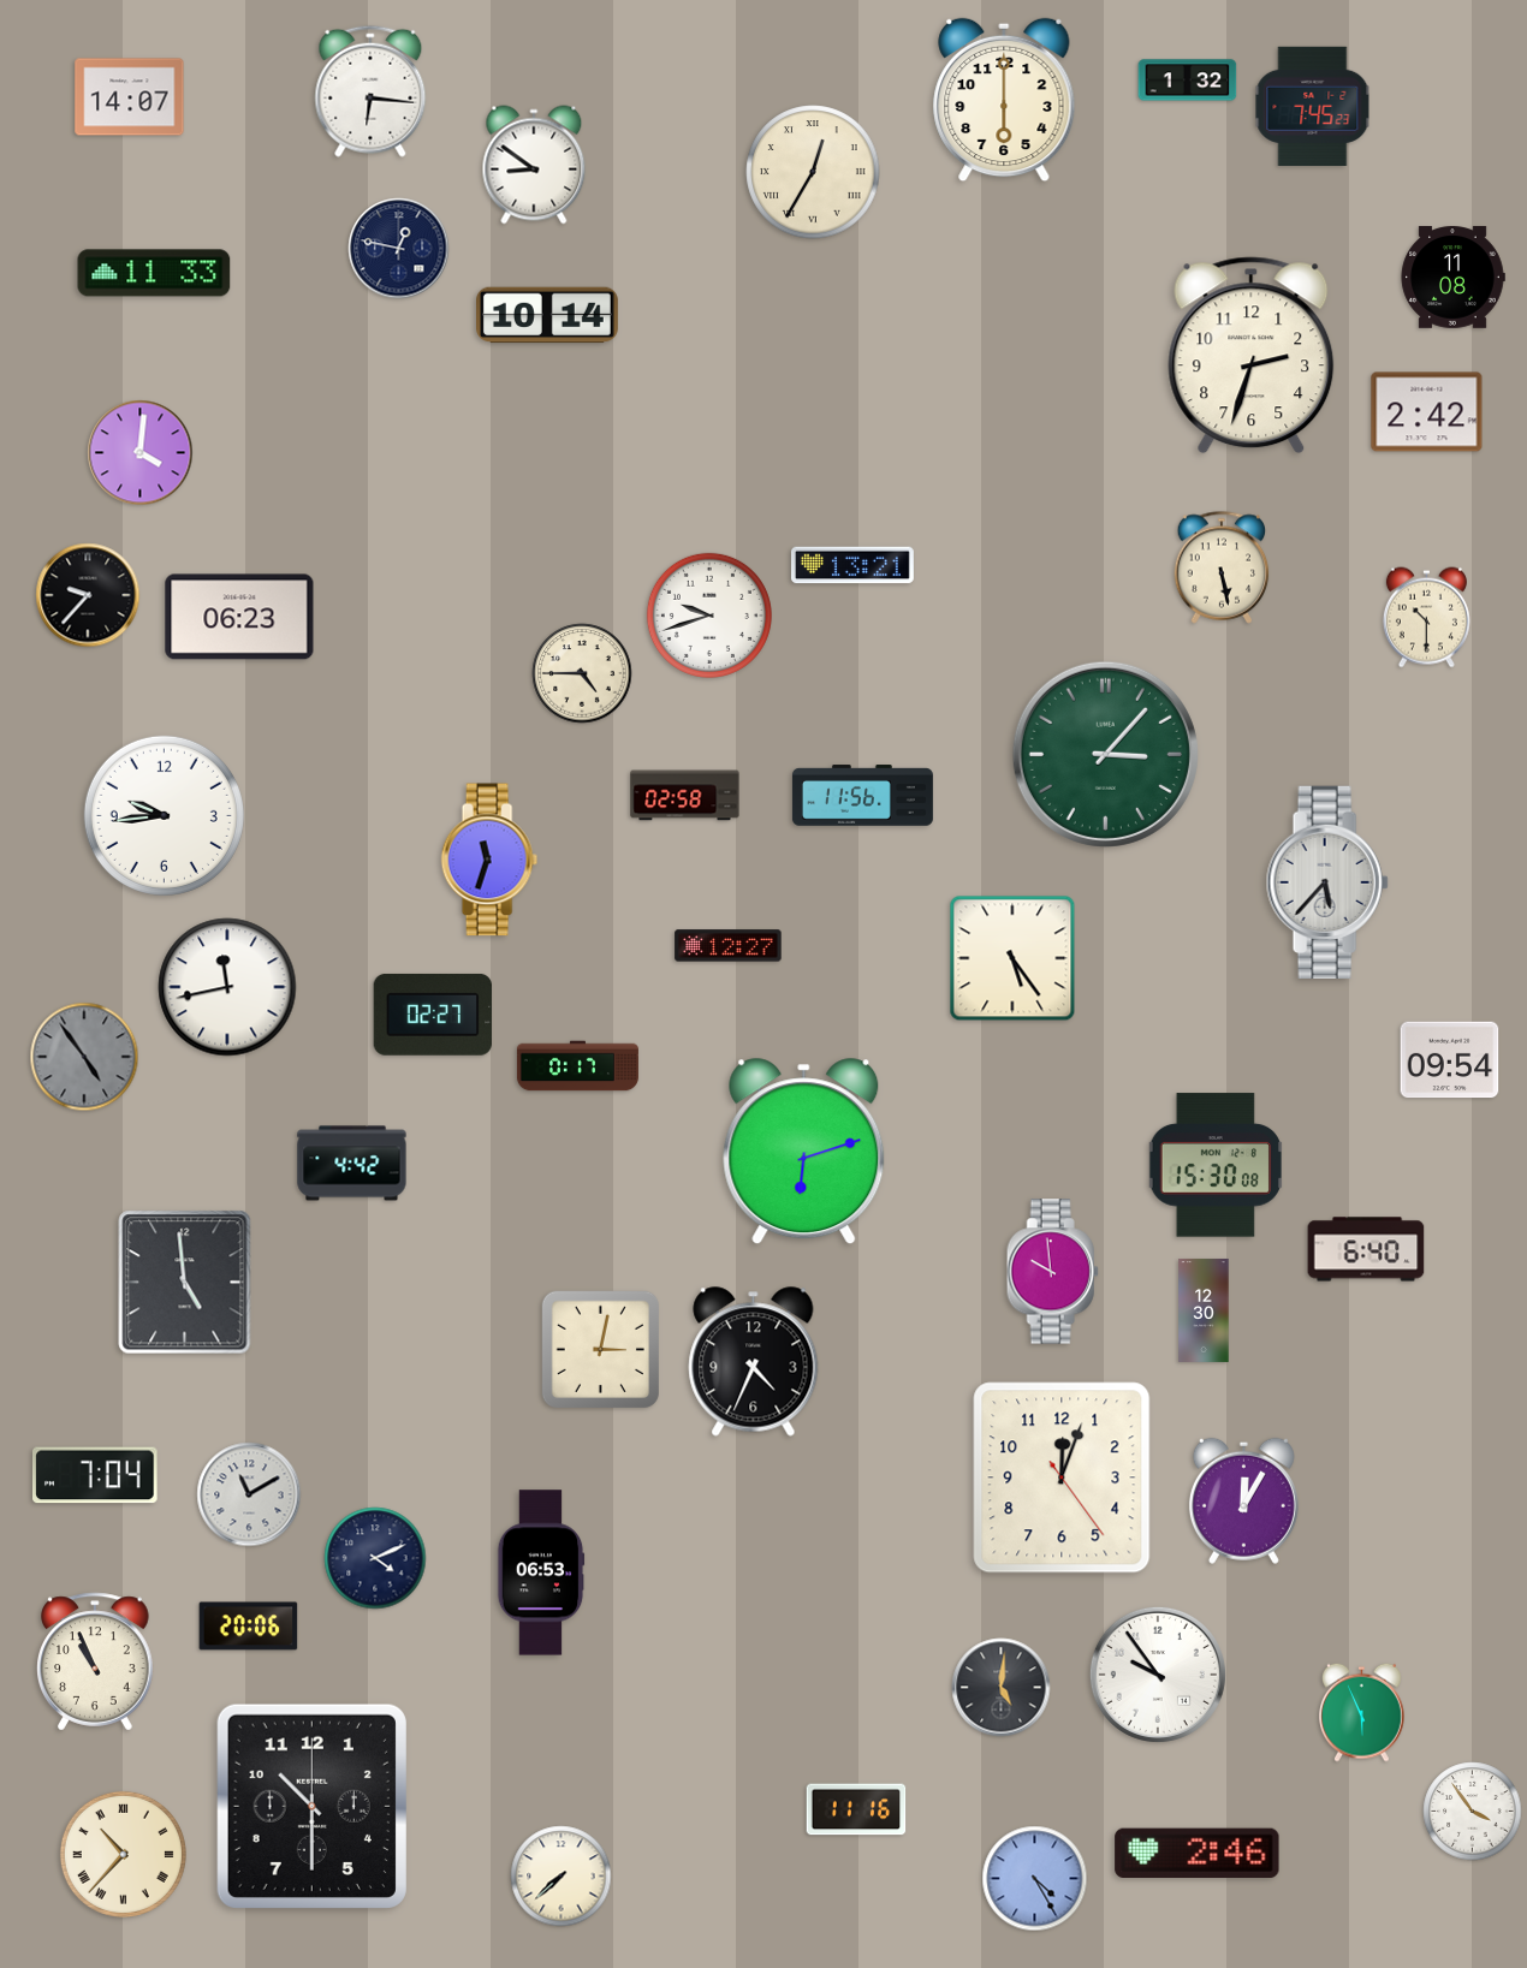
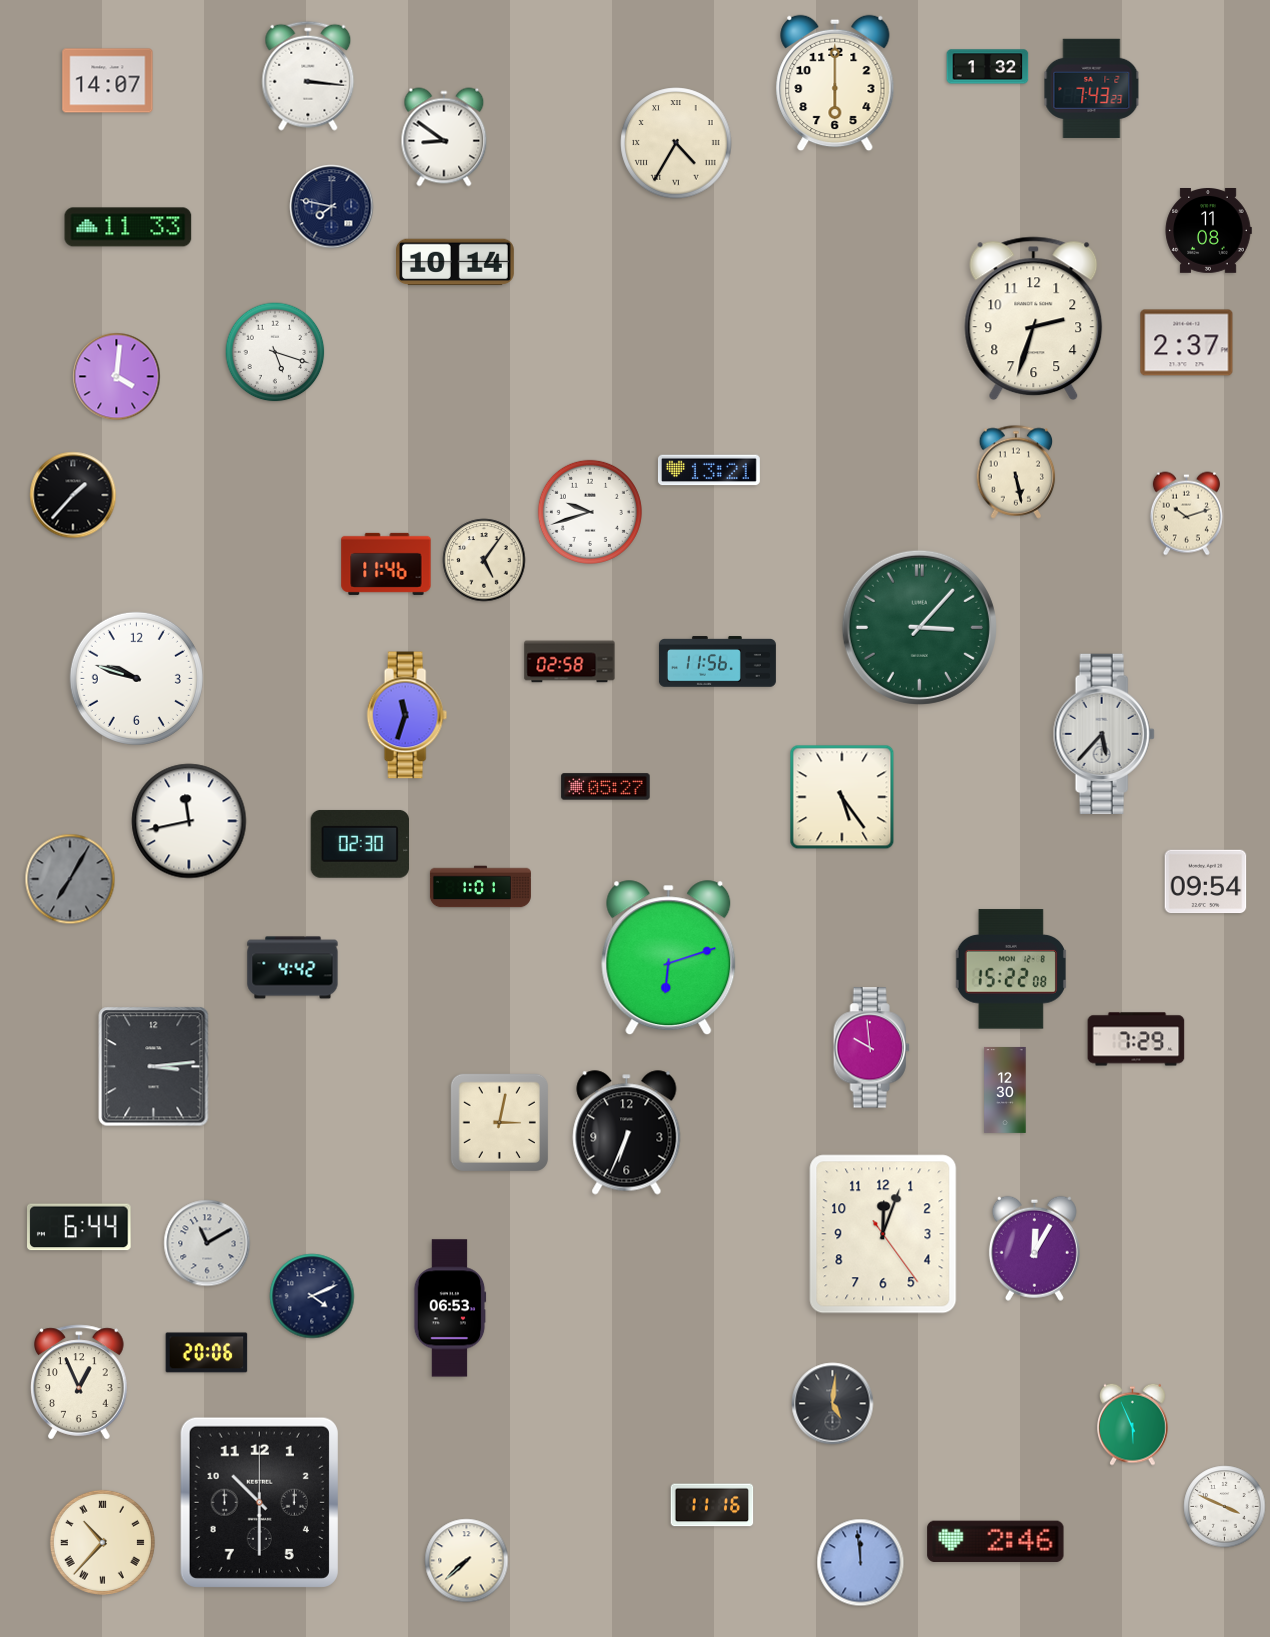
clock at (370, 91): 6:16 -> 3:16
clock at (1313, 106): 7:45 -> 7:43
clock at (813, 172): 12:35 -> 4:35
clock at (399, 249): 12:47 -> 7:47
clock at (1252, 356) position: (1252, 356) -> (1034, 319)
clock at (1427, 412): 2:42 -> 2:37
clock at (275, 352): none -> 5:18
clock at (88, 595): 9:37 -> 1:37
clock at (239, 617): 06:23 -> none
clock at (1426, 618): 10:30 -> 10:12
clock at (582, 673): 4:45 -> 5:06
clock at (386, 564): none -> 11:46
clock at (164, 815): 9:44 -> 9:48
clock at (729, 946): 12:27 -> 05:27
clock at (432, 1015): 02:27 -> 02:30
clock at (84, 1057): 4:54 -> 7:05
clock at (577, 1066): 0:17 -> 1:01
clock at (1216, 1165): 15:30 -> 15:22
clock at (1366, 1249): 6:40 -> 7:29
clock at (1052, 1272) position: (1052, 1272) -> (871, 1048)
clock at (185, 1283): 4:59 -> 3:14
clock at (1204, 1310) position: (1204, 1310) -> (1005, 1090)
clock at (754, 1362): 4:34 -> 6:34
clock at (96, 1475): 7:04 -> 6:44
clock at (1062, 1478) position: (1062, 1478) -> (883, 1234)
clock at (96, 1661): 10:56 -> 12:56
clock at (1158, 1675): 9:54 -> none
clock at (1473, 1812): 3:54 -> 3:49
clock at (1035, 1879): 4:25 -> 11:59
